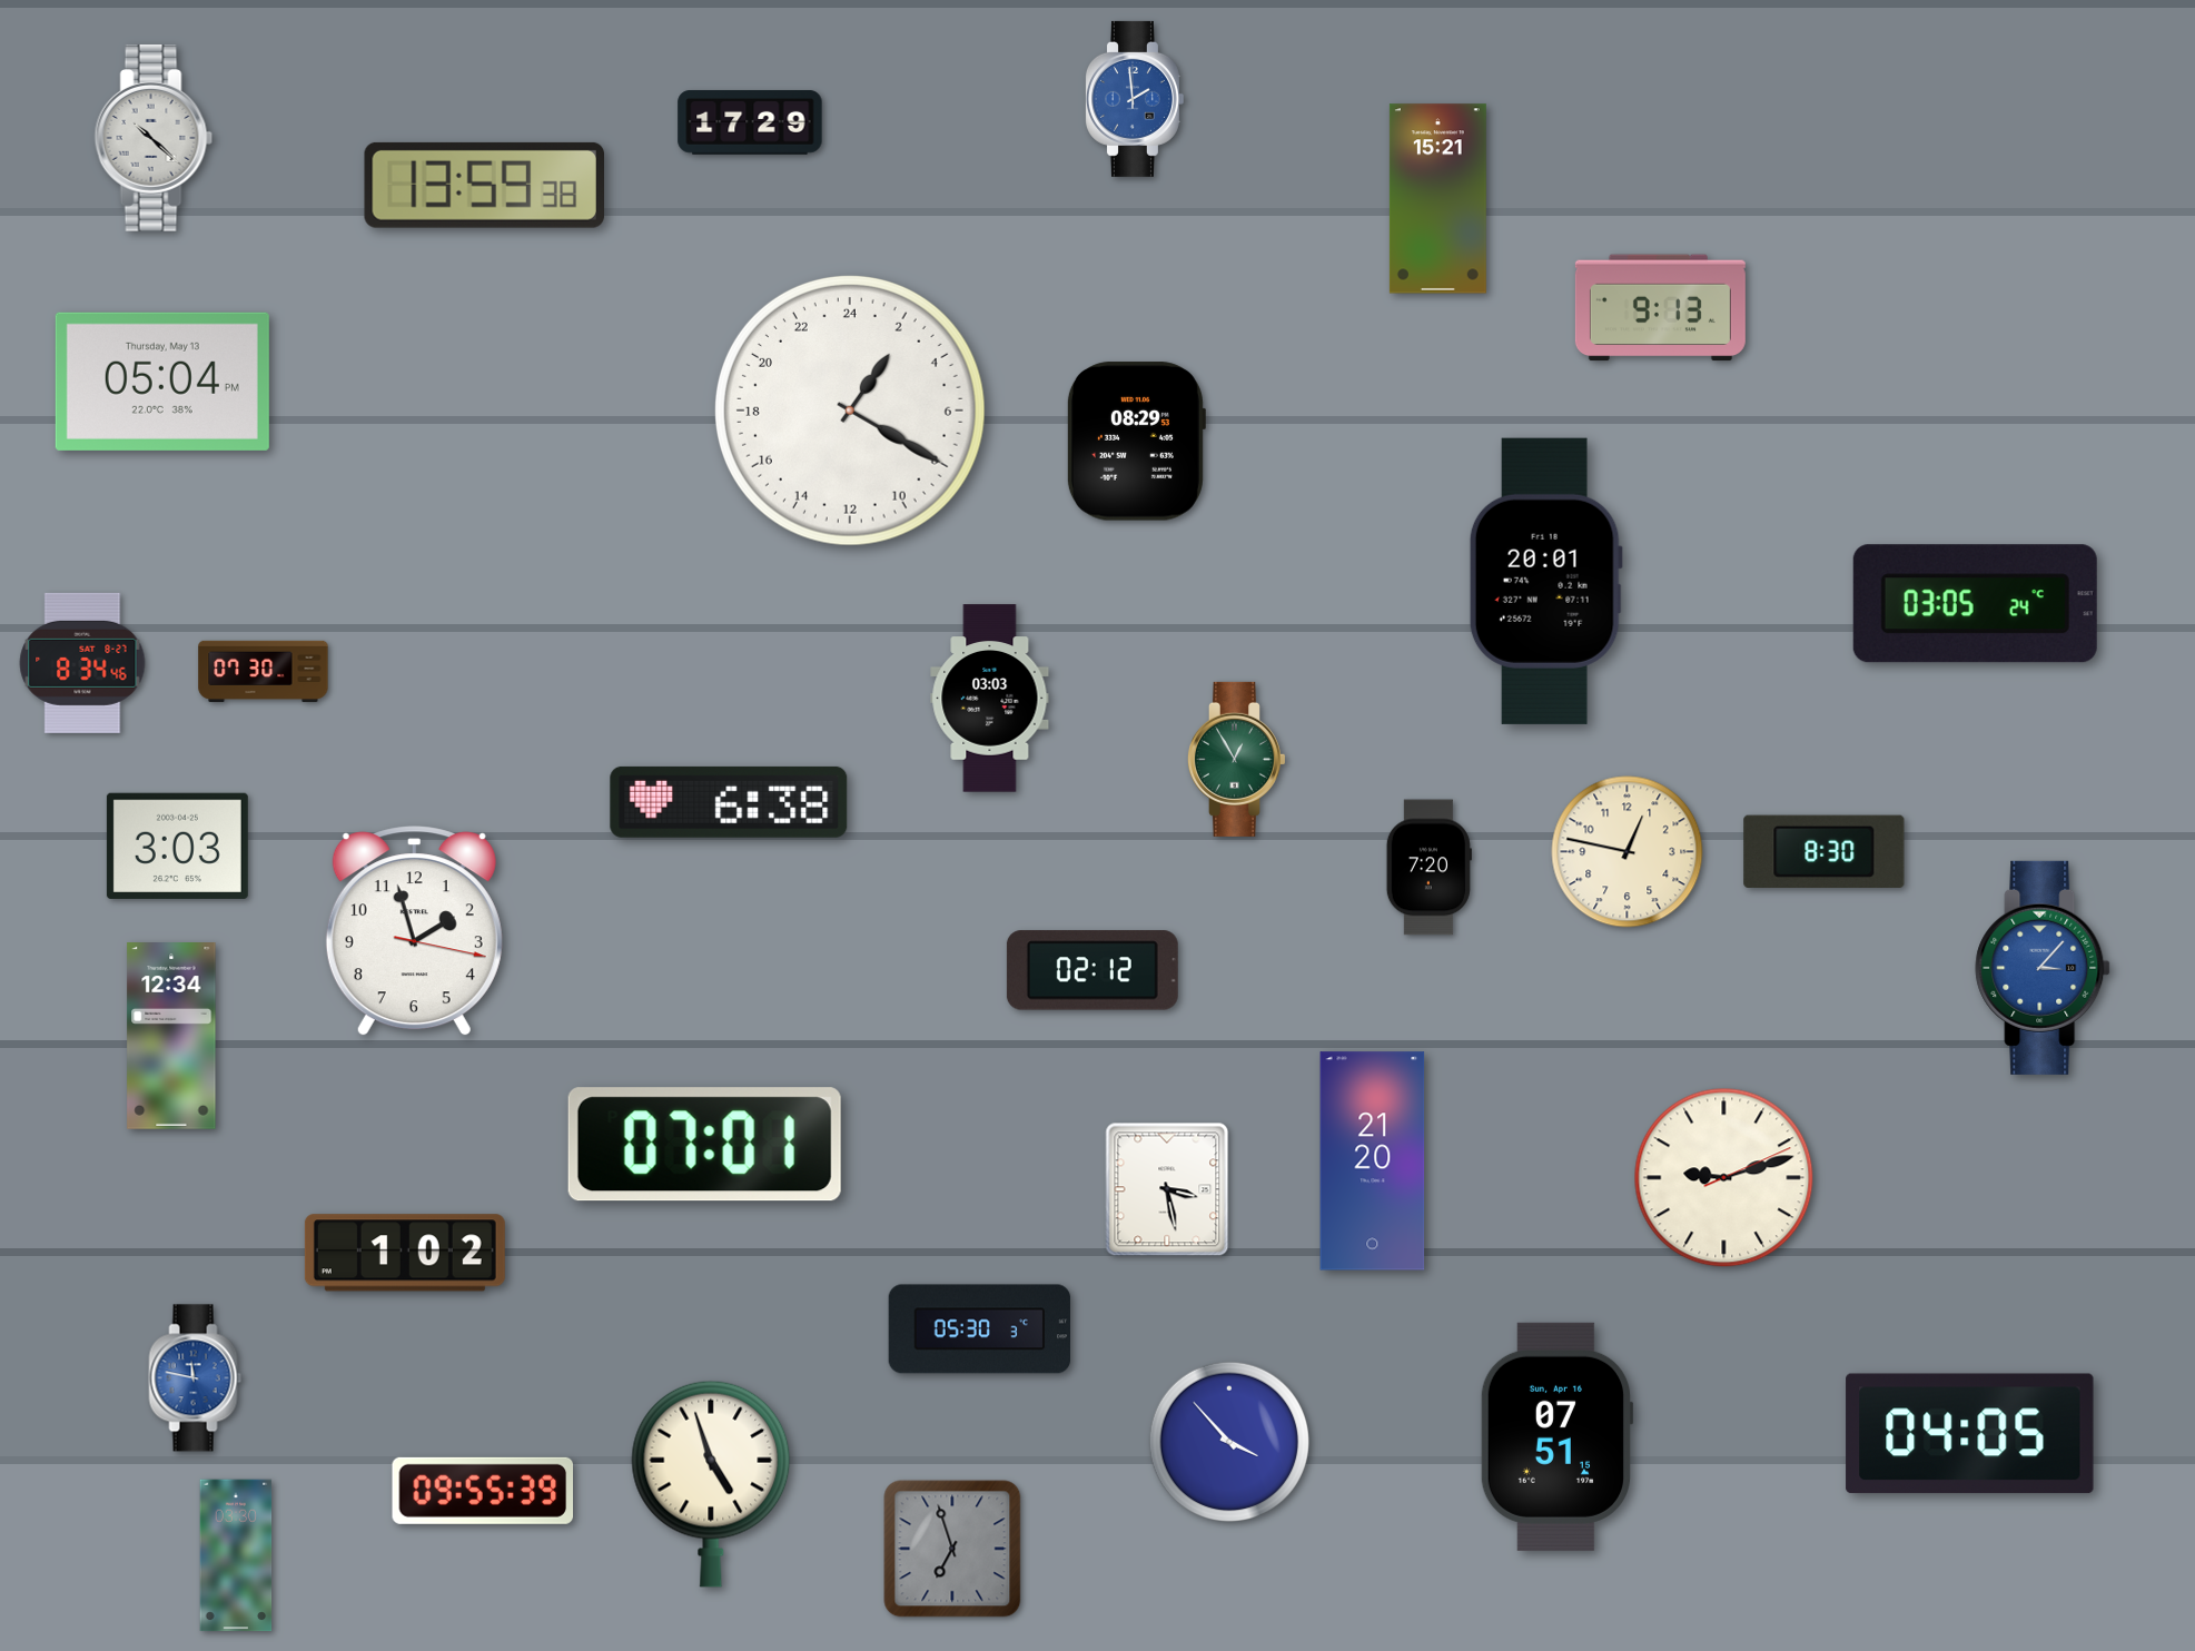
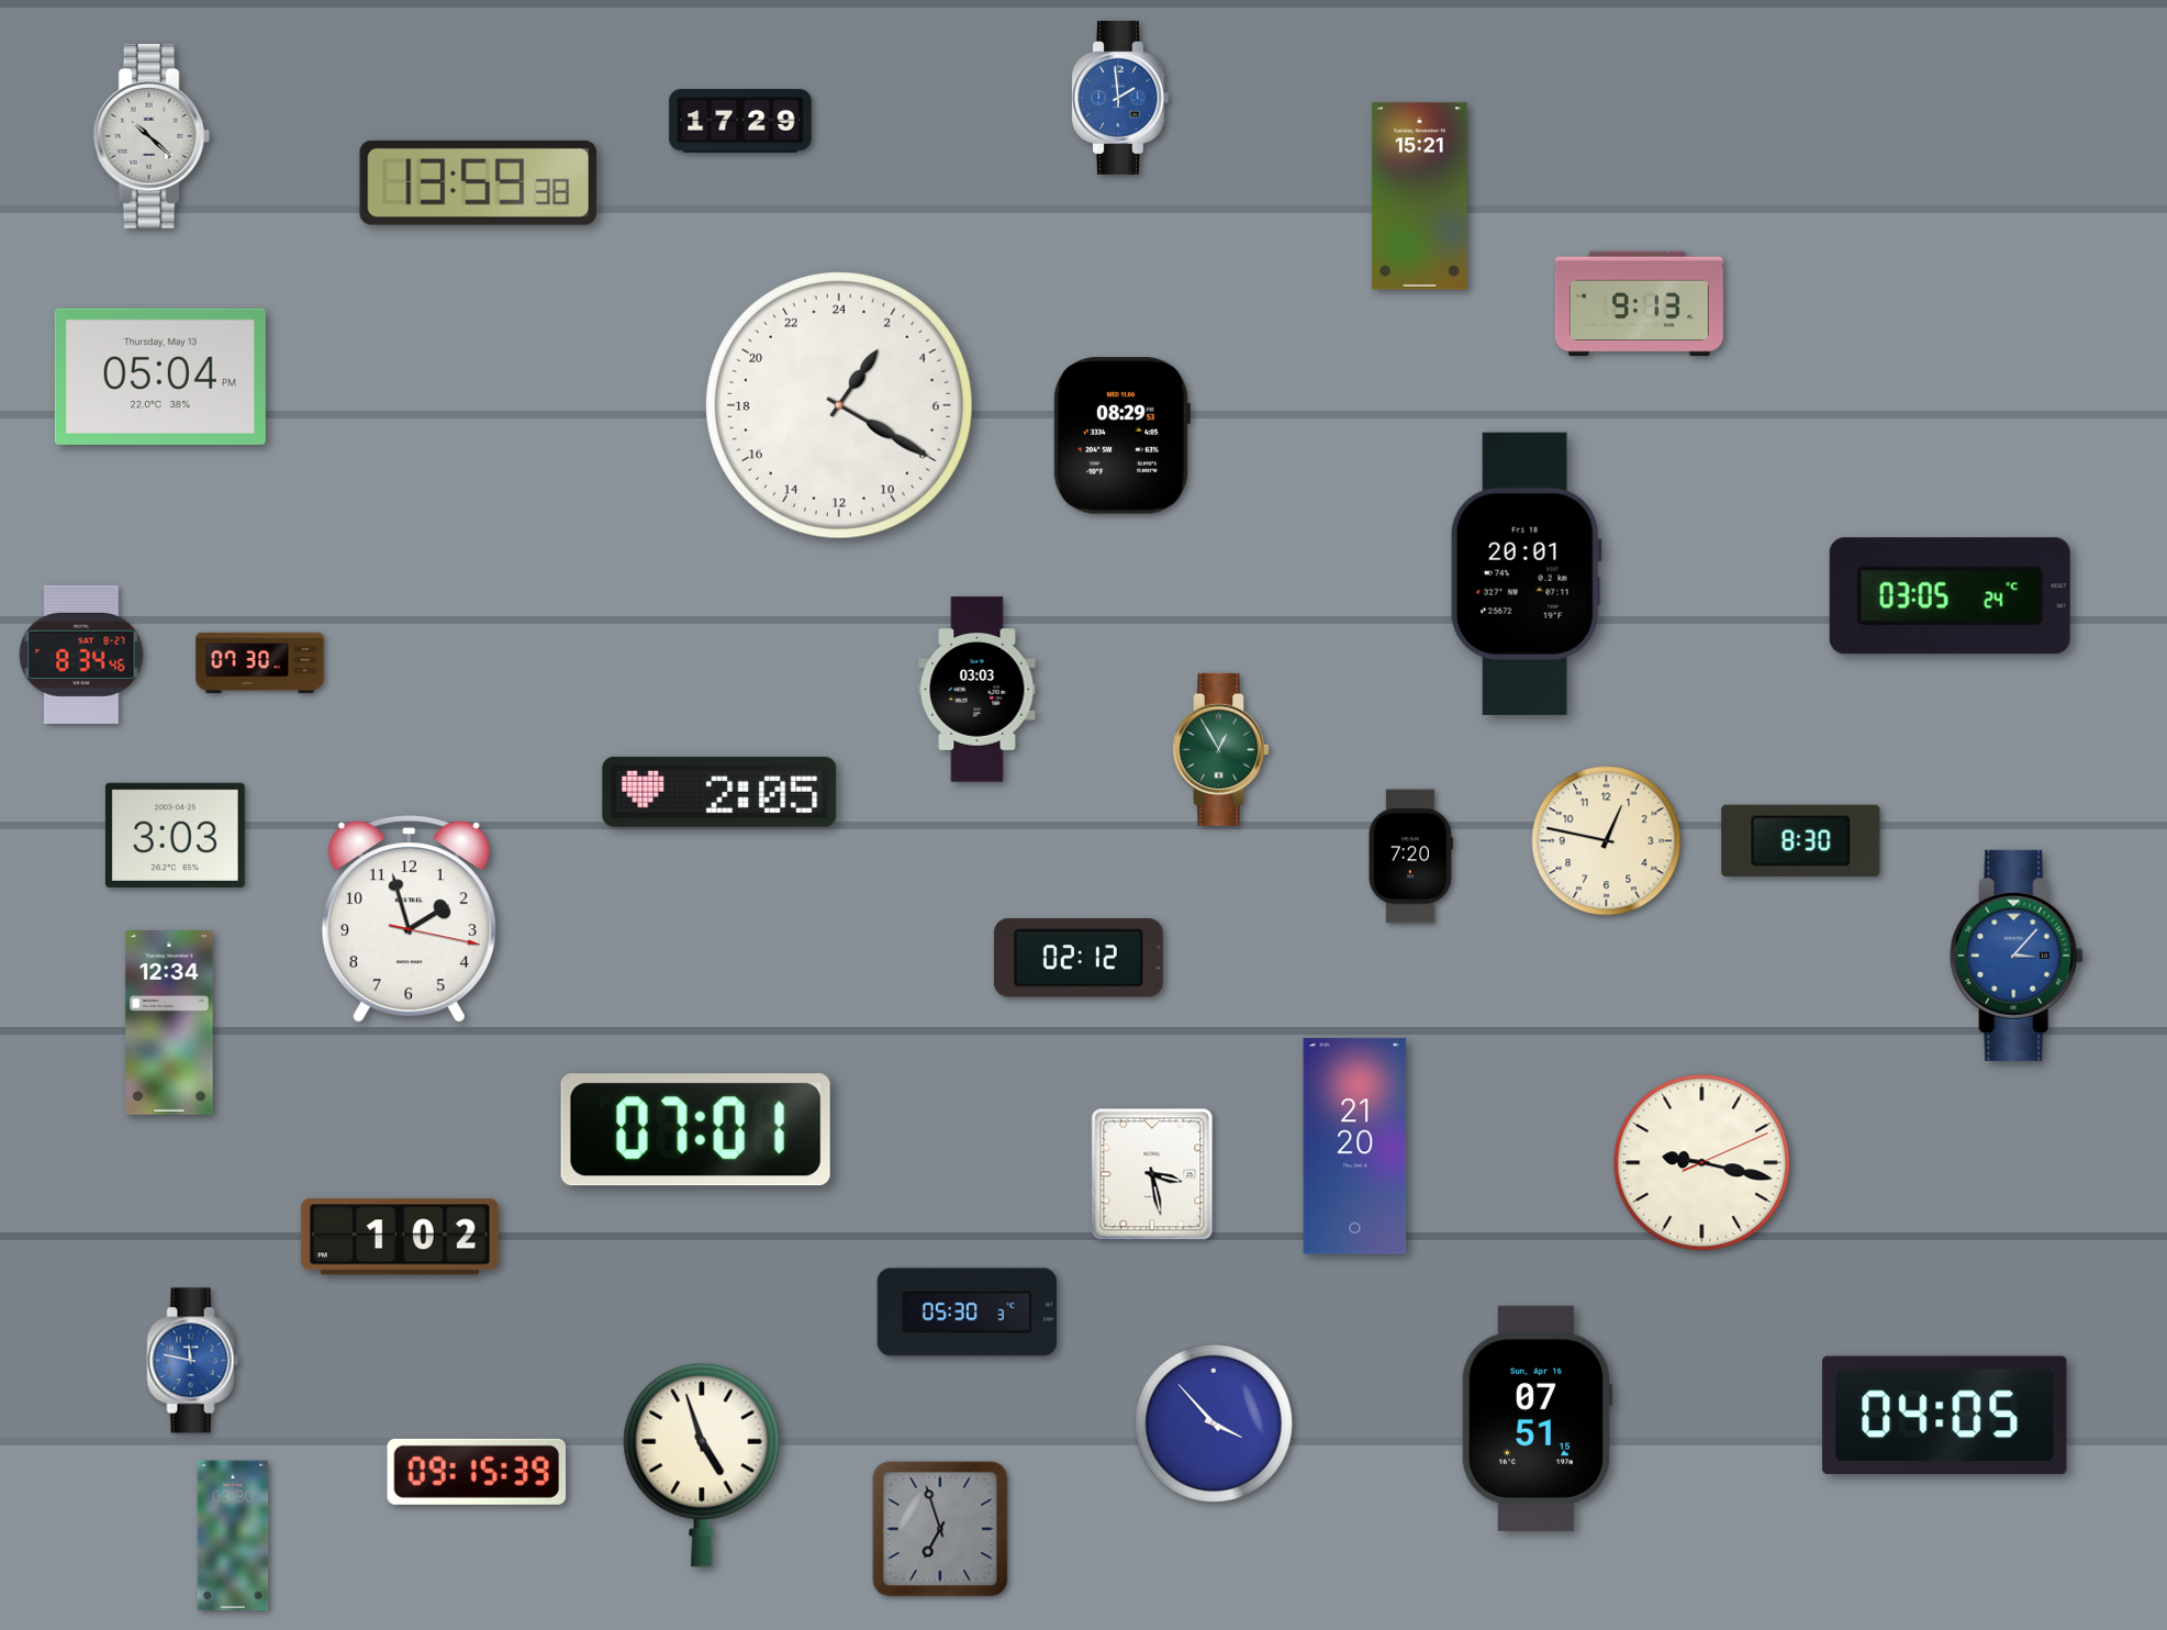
clock at (729, 802): 6:38 -> 2:05
clock at (1724, 1178): 9:12 -> 9:17
clock at (483, 1491): 09:55 -> 09:15
